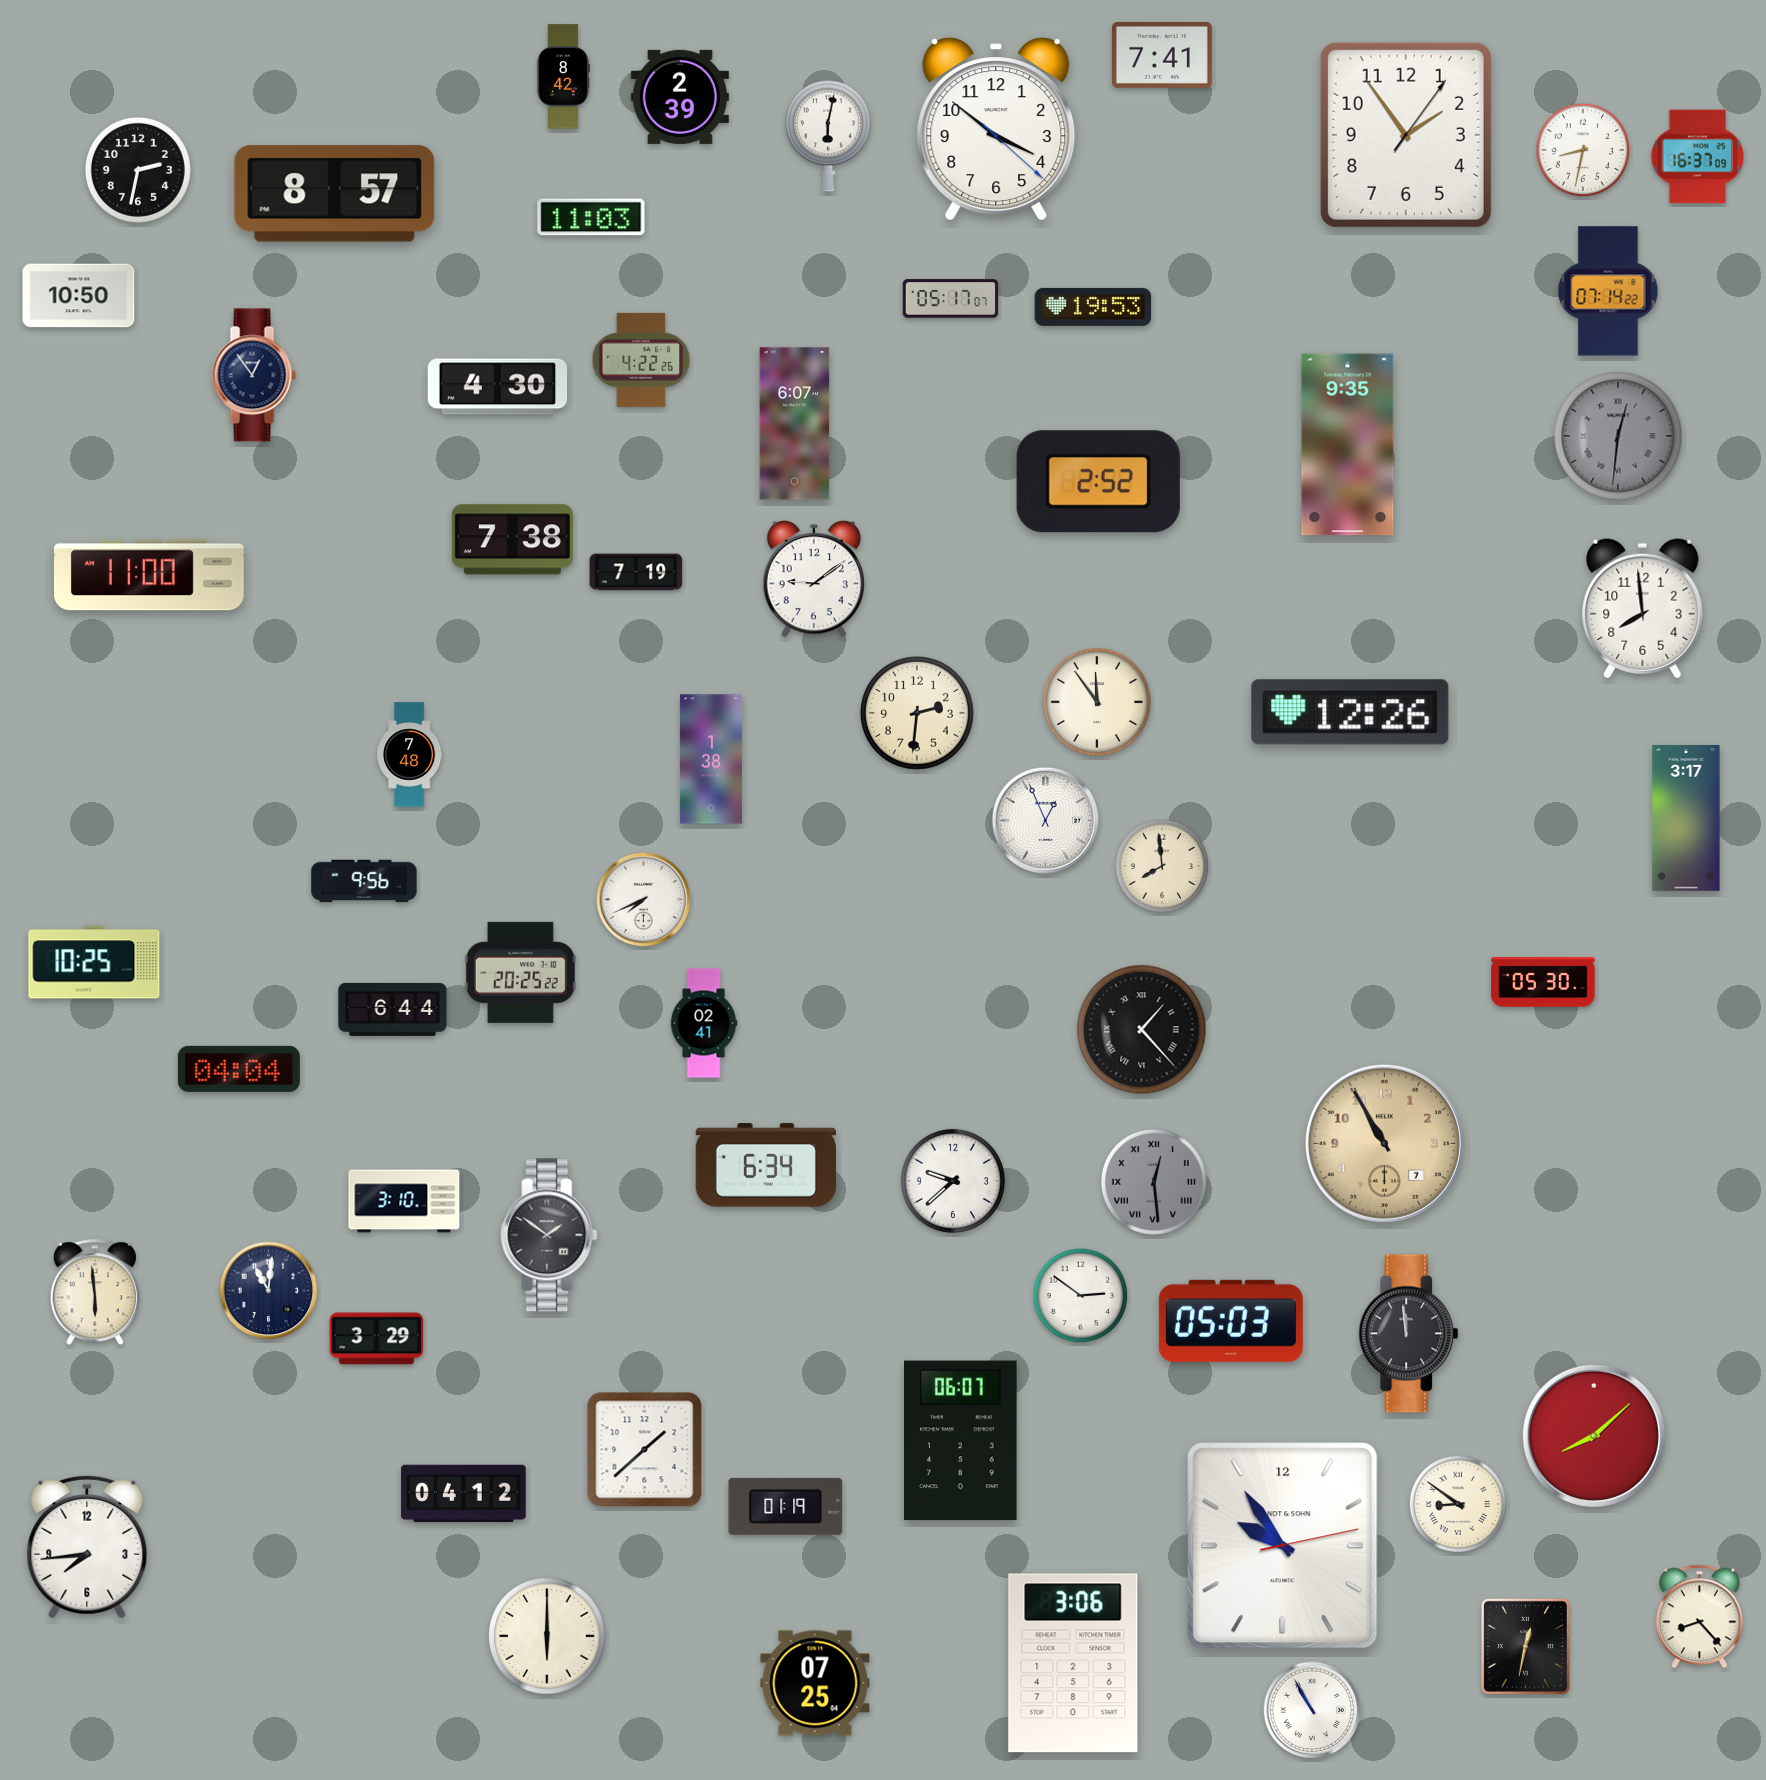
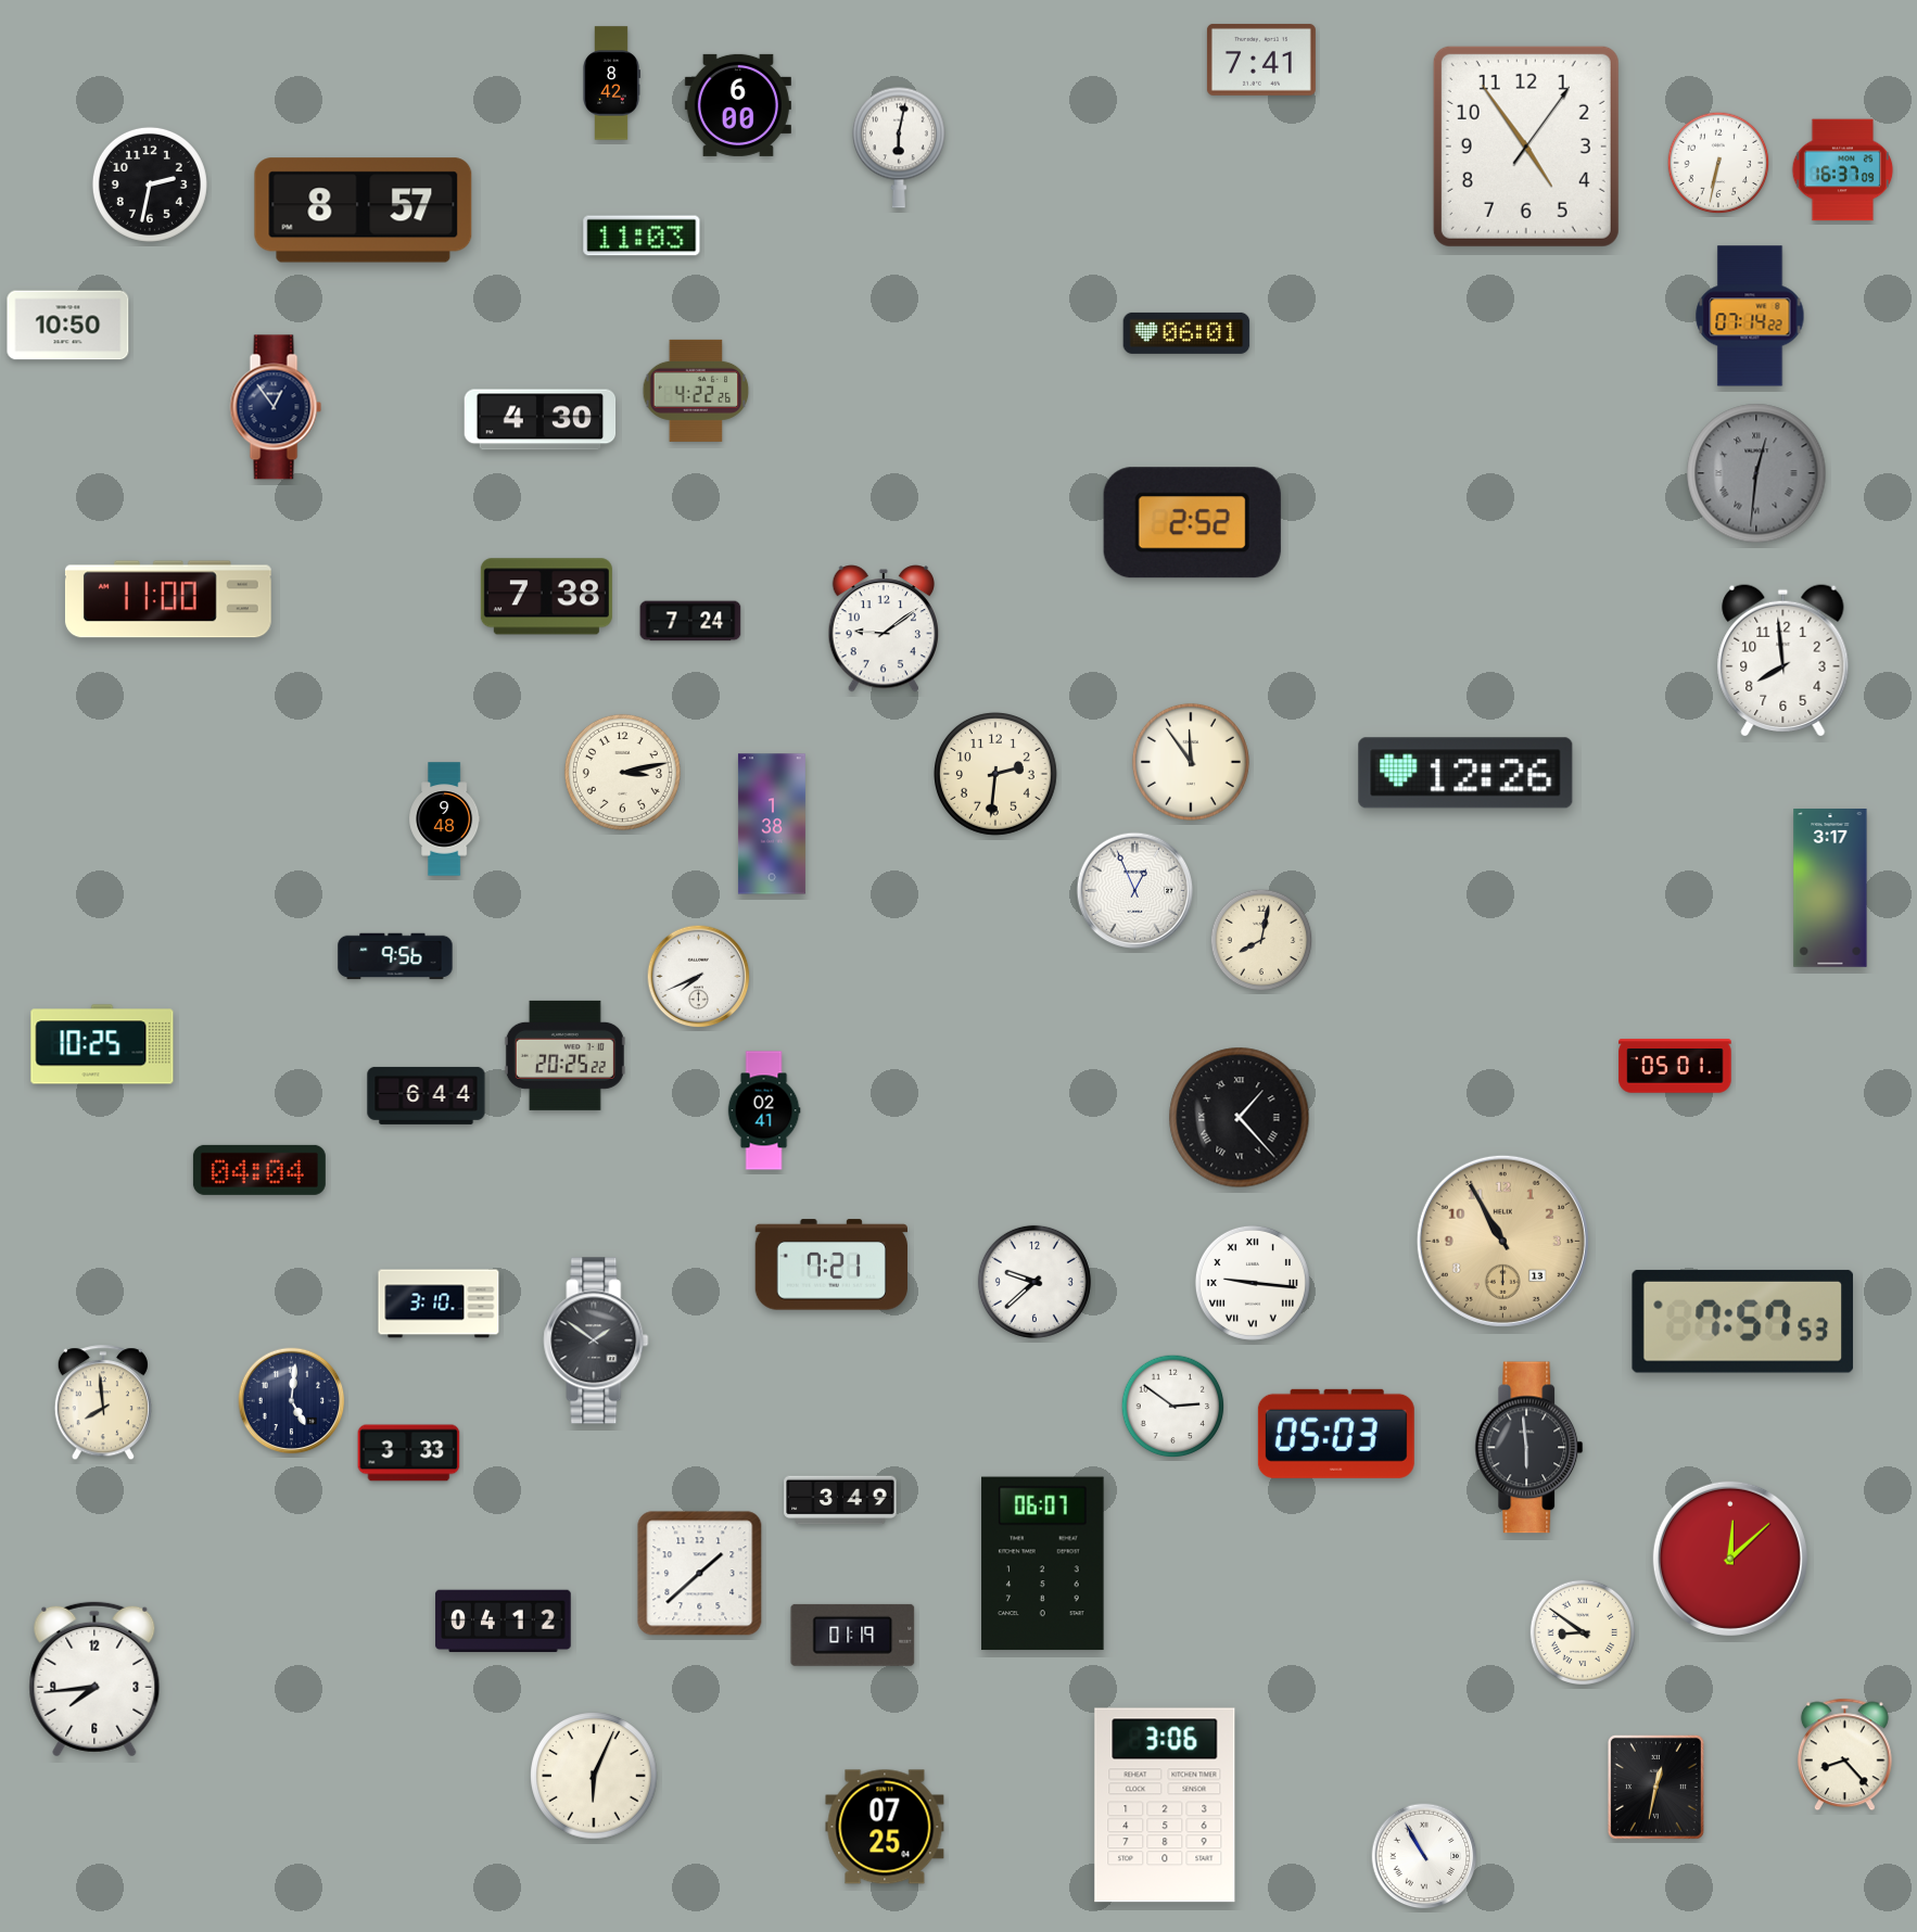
clock at (680, 97): 2:39 -> 6:00
clock at (996, 129): 3:51 -> none
clock at (1406, 135): 1:54 -> 4:54
clock at (1583, 150): 8:32 -> 6:32
clock at (1608, 291) position: (1608, 291) -> (1750, 316)
clock at (79, 296) position: (79, 296) -> (68, 326)
clock at (951, 299): 05:17 -> none
clock at (1093, 307): 19:53 -> 06:01
clock at (795, 424): 6:07 -> none
clock at (1348, 445): 9:35 -> none
clock at (512, 540) position: (512, 540) -> (546, 597)
clock at (636, 572): 7:19 -> 7:24
clock at (149, 575) position: (149, 575) -> (168, 599)
clock at (622, 772): none -> 3:13
clock at (410, 755): 7:48 -> 9:48
clock at (1162, 866): 7:59 -> 8:02
clock at (1543, 982): 05:30 -> 05:01
clock at (239, 1069) position: (239, 1069) -> (259, 1170)
clock at (1384, 1143) date: 7 -> 13
clock at (766, 1165): 6:34 -> 7:21
clock at (1154, 1182): 12:29 -> 9:16
clock at (1154, 1182) dial: grey -> white
clock at (1742, 1321): none -> 7:57
clock at (269, 1291): 11:01 -> 5:01
clock at (95, 1293): 5:59 -> 7:59
clock at (1409, 1334): 11:59 -> 5:59
clock at (377, 1339): 3:29 -> 3:33
clock at (840, 1500): none -> 3:49
clock at (1594, 1436): 8:08 -> 12:08
clock at (1283, 1546): 9:54 -> none
clock at (547, 1636): 6:00 -> 6:04
